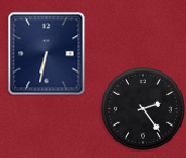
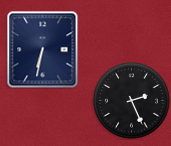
clock at (144, 109): 2:24 -> 2:26
